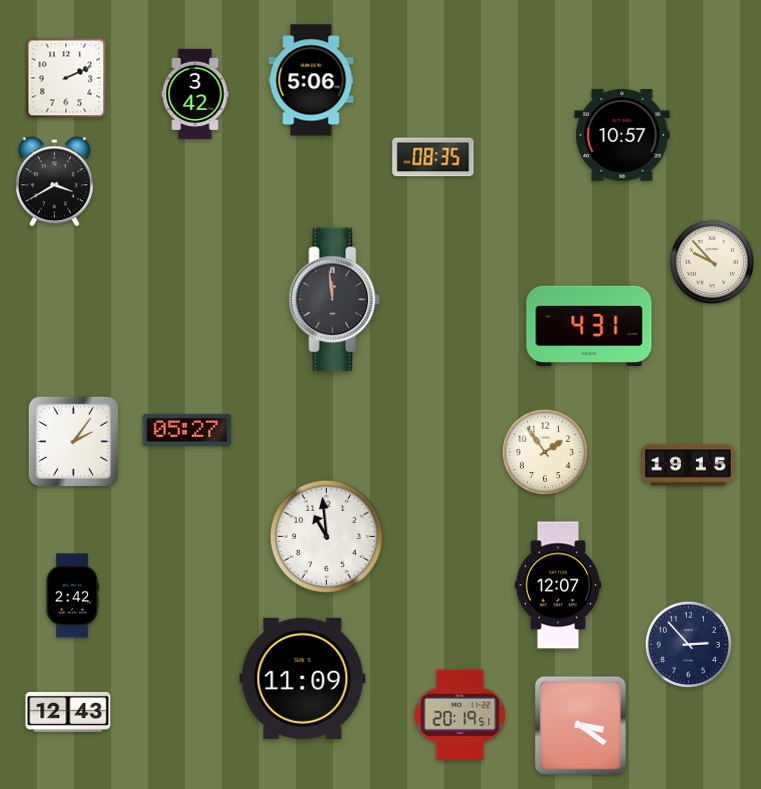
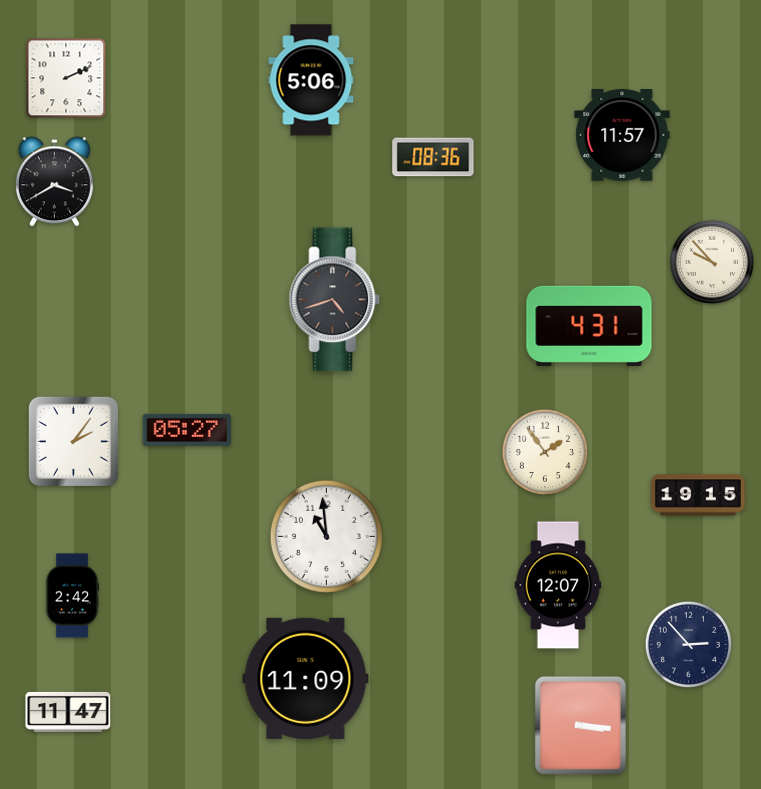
clock at (195, 93): 3:42 -> none
clock at (622, 135): 10:57 -> 11:57
clock at (433, 157): 08:35 -> 08:36
clock at (335, 300): 11:59 -> 4:42
clock at (688, 465) position: (688, 465) -> (698, 495)
clock at (303, 678) position: (303, 678) -> (306, 678)
clock at (68, 712): 12:43 -> 11:47
clock at (460, 715): 20:19 -> none
clock at (580, 725): 3:21 -> 3:16
